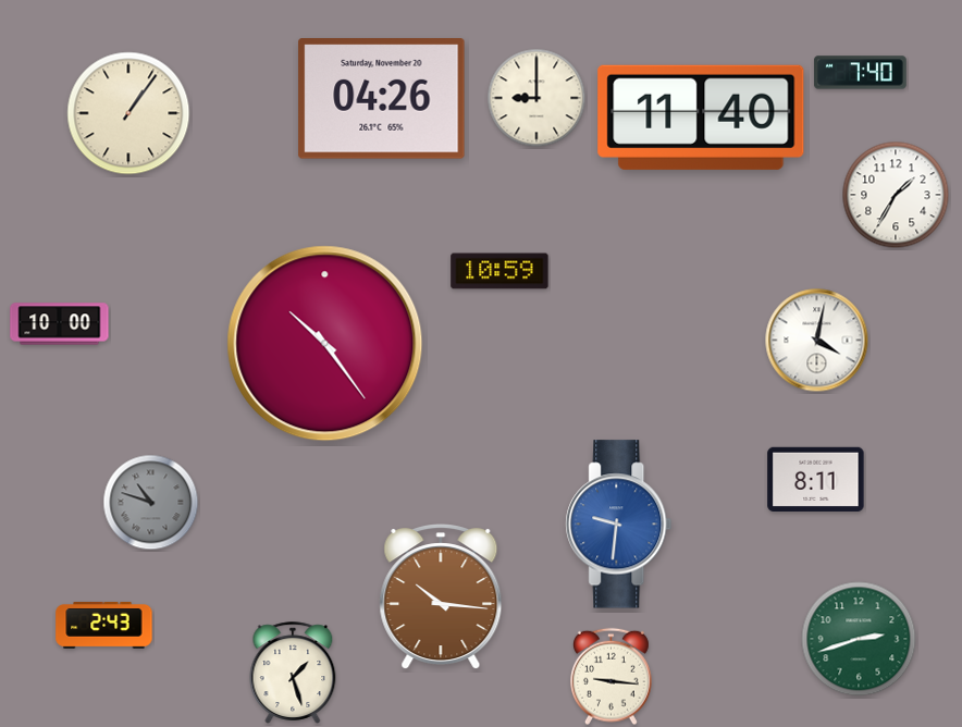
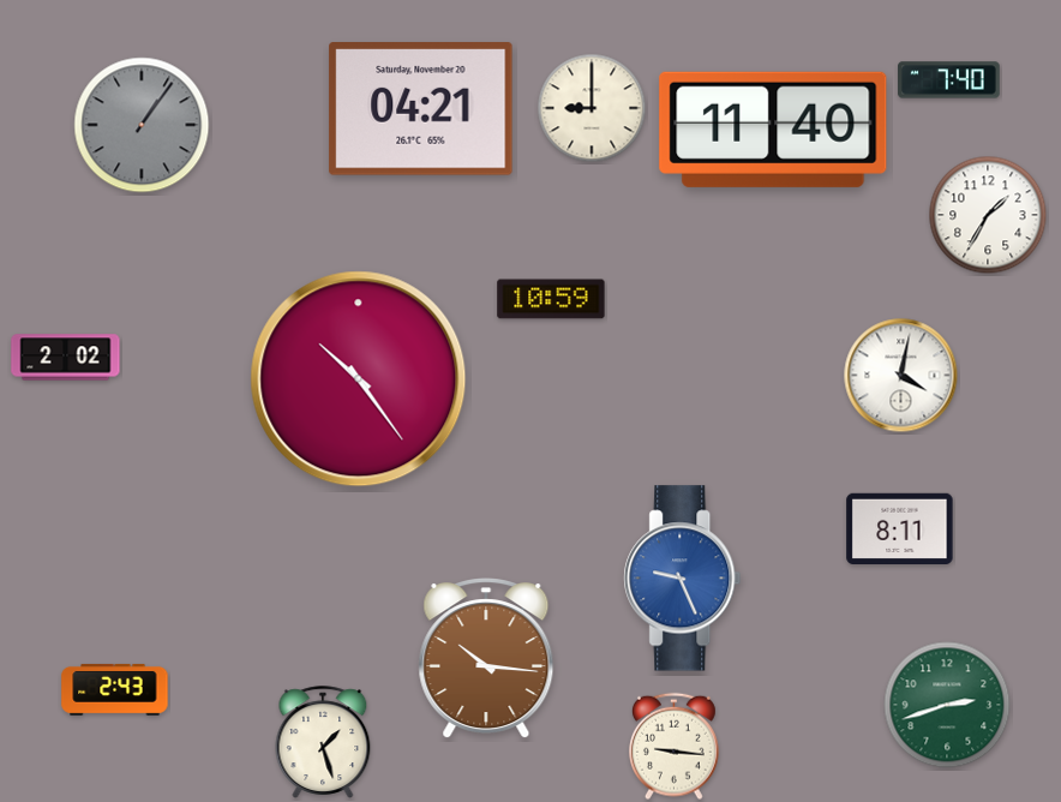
clock at (382, 99): 04:26 -> 04:21
clock at (128, 113) dial: cream -> grey
clock at (60, 324): 10:00 -> 2:02
clock at (151, 503): 10:48 -> none
clock at (619, 525): 9:31 -> 9:26
